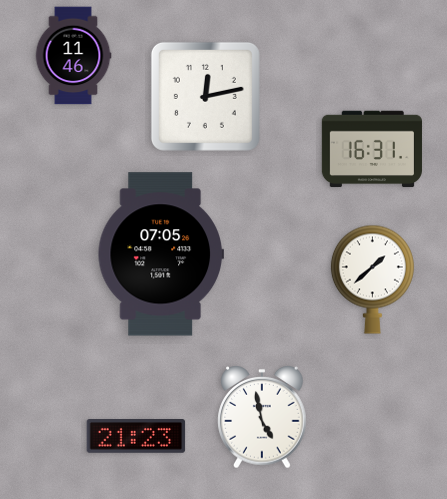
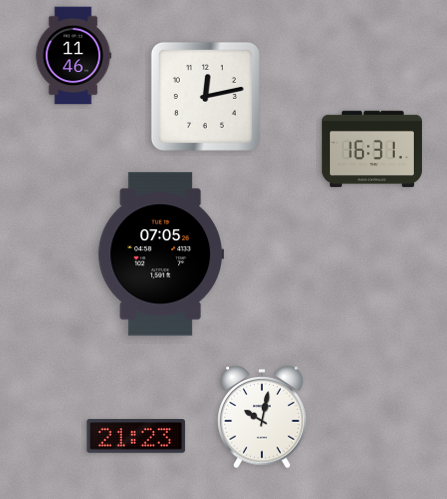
clock at (372, 279): 1:38 -> none
clock at (262, 418): 4:58 -> 10:02
